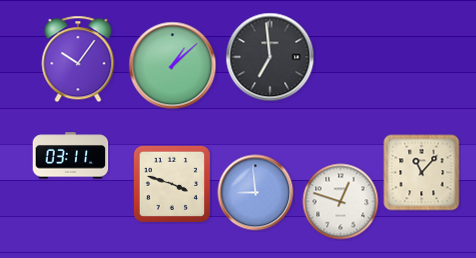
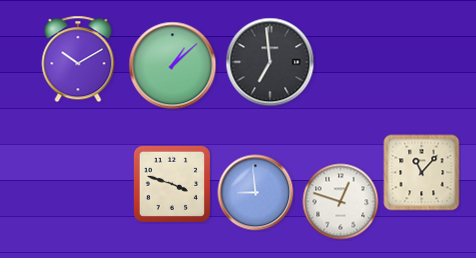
clock at (270, 57) position: (270, 57) -> (270, 62)
clock at (78, 59): 10:06 -> 10:10
clock at (71, 156): 03:11 -> none
